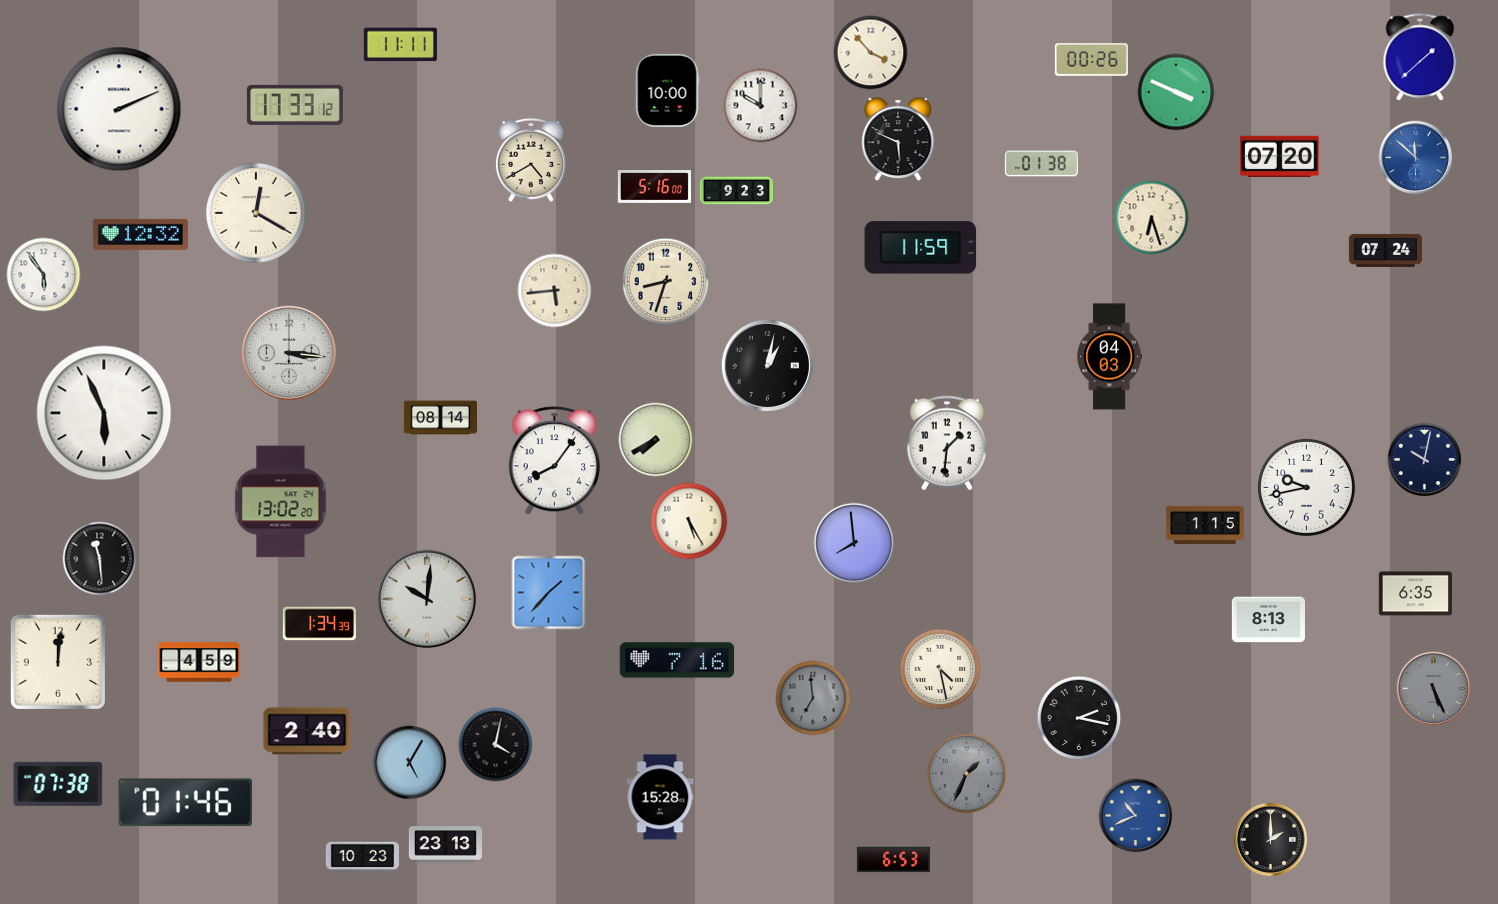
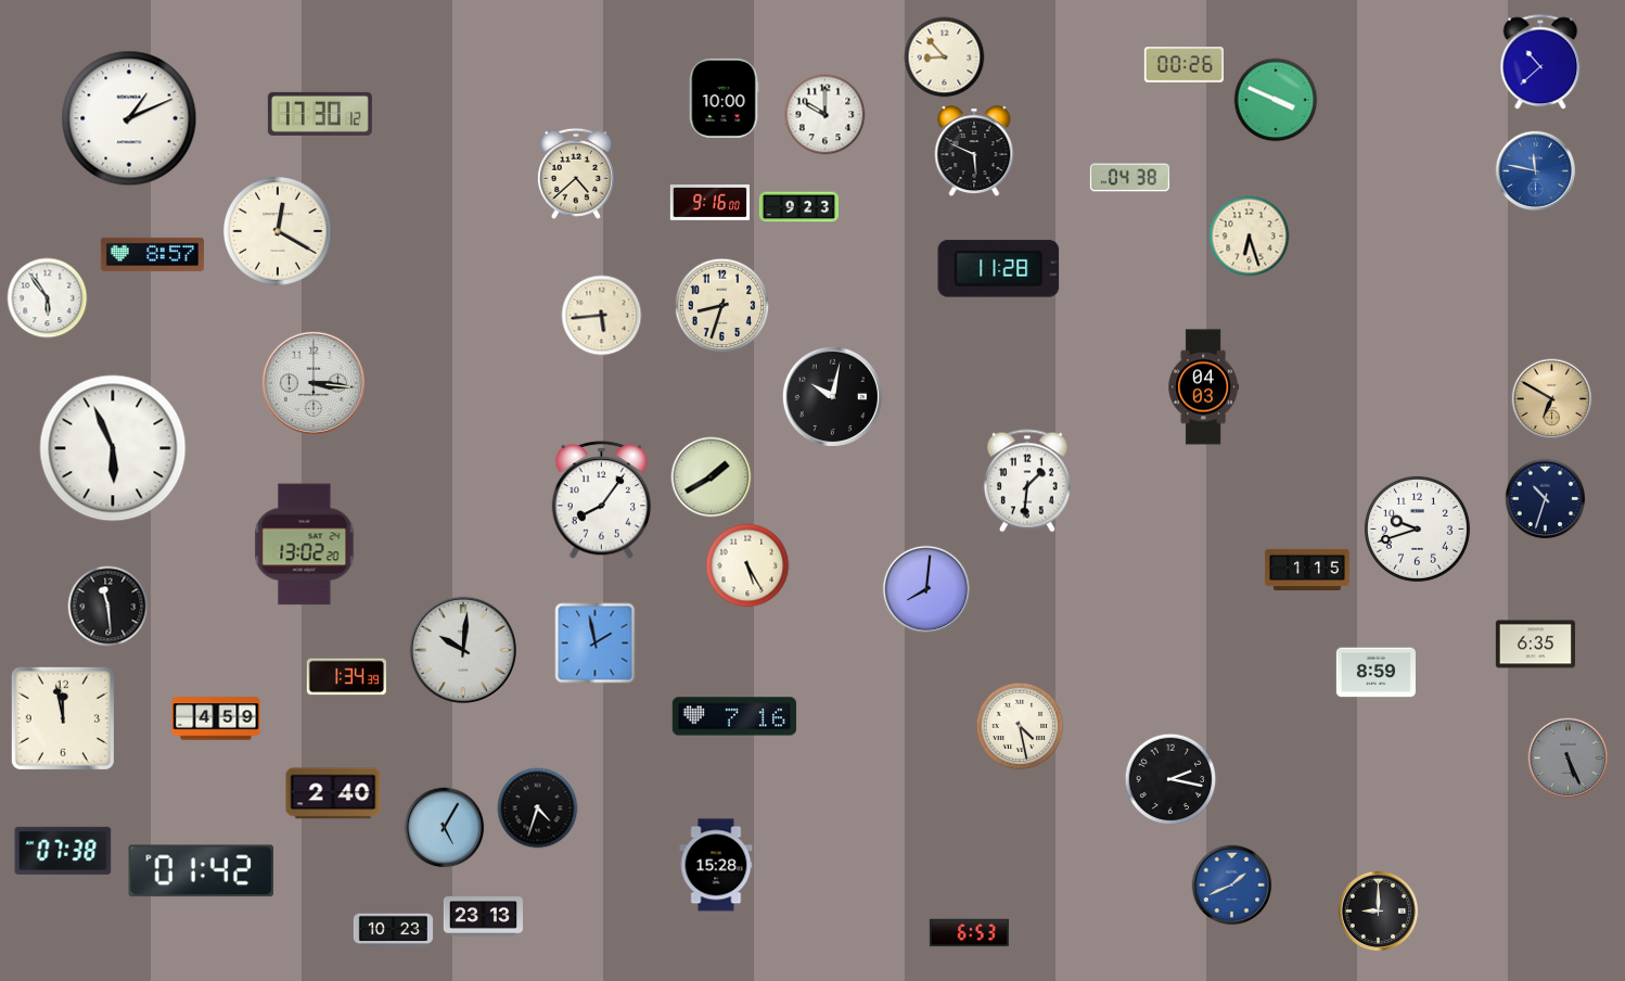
clock at (400, 45): 11:11 -> none
clock at (871, 53): 3:53 -> 8:53
clock at (1420, 58): 1:38 -> 10:38
clock at (295, 105): 17:33 -> 17:30
clock at (119, 109): 2:11 -> 1:11
clock at (1280, 157): 07:20 -> none
clock at (1416, 158): 11:52 -> 11:47
clock at (531, 160): 4:40 -> 4:38
clock at (1041, 164): 01:38 -> 04:38
clock at (654, 187): 5:16 -> 9:16
clock at (140, 234): 12:32 -> 8:57
clock at (921, 248): 11:59 -> 11:28
clock at (1385, 250): 07:24 -> none
clock at (767, 365): 1:02 -> 10:02
clock at (1552, 399): none -> 6:50
clock at (440, 418): 08:14 -> none
clock at (656, 440): 7:40 -> 1:40
clock at (1425, 460): 10:02 -> 10:33
clock at (1306, 487): 9:43 -> 9:42
clock at (854, 543): 7:59 -> 8:01
clock at (549, 593): 1:37 -> 1:58
clock at (1268, 620): 8:13 -> 8:59
clock at (58, 662): 12:01 -> 11:58
clock at (1434, 689) position: (1434, 689) -> (1569, 759)
clock at (813, 698): 6:59 -> none
clock at (496, 745): 4:02 -> 4:33
clock at (967, 774): 1:34 -> none
clock at (185, 803): 01:46 -> 01:42
clock at (1136, 816): 10:41 -> 1:41
clock at (1271, 840): 2:00 -> 9:00
